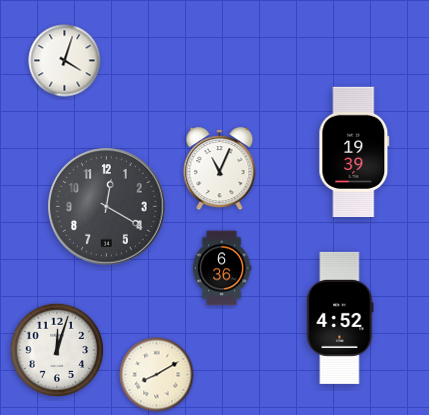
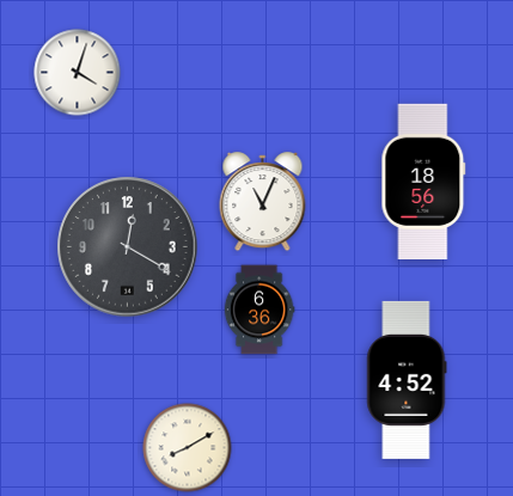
clock at (354, 151): 19:39 -> 18:56
clock at (222, 268) position: (222, 268) -> (259, 310)
clock at (57, 350): 12:03 -> none
